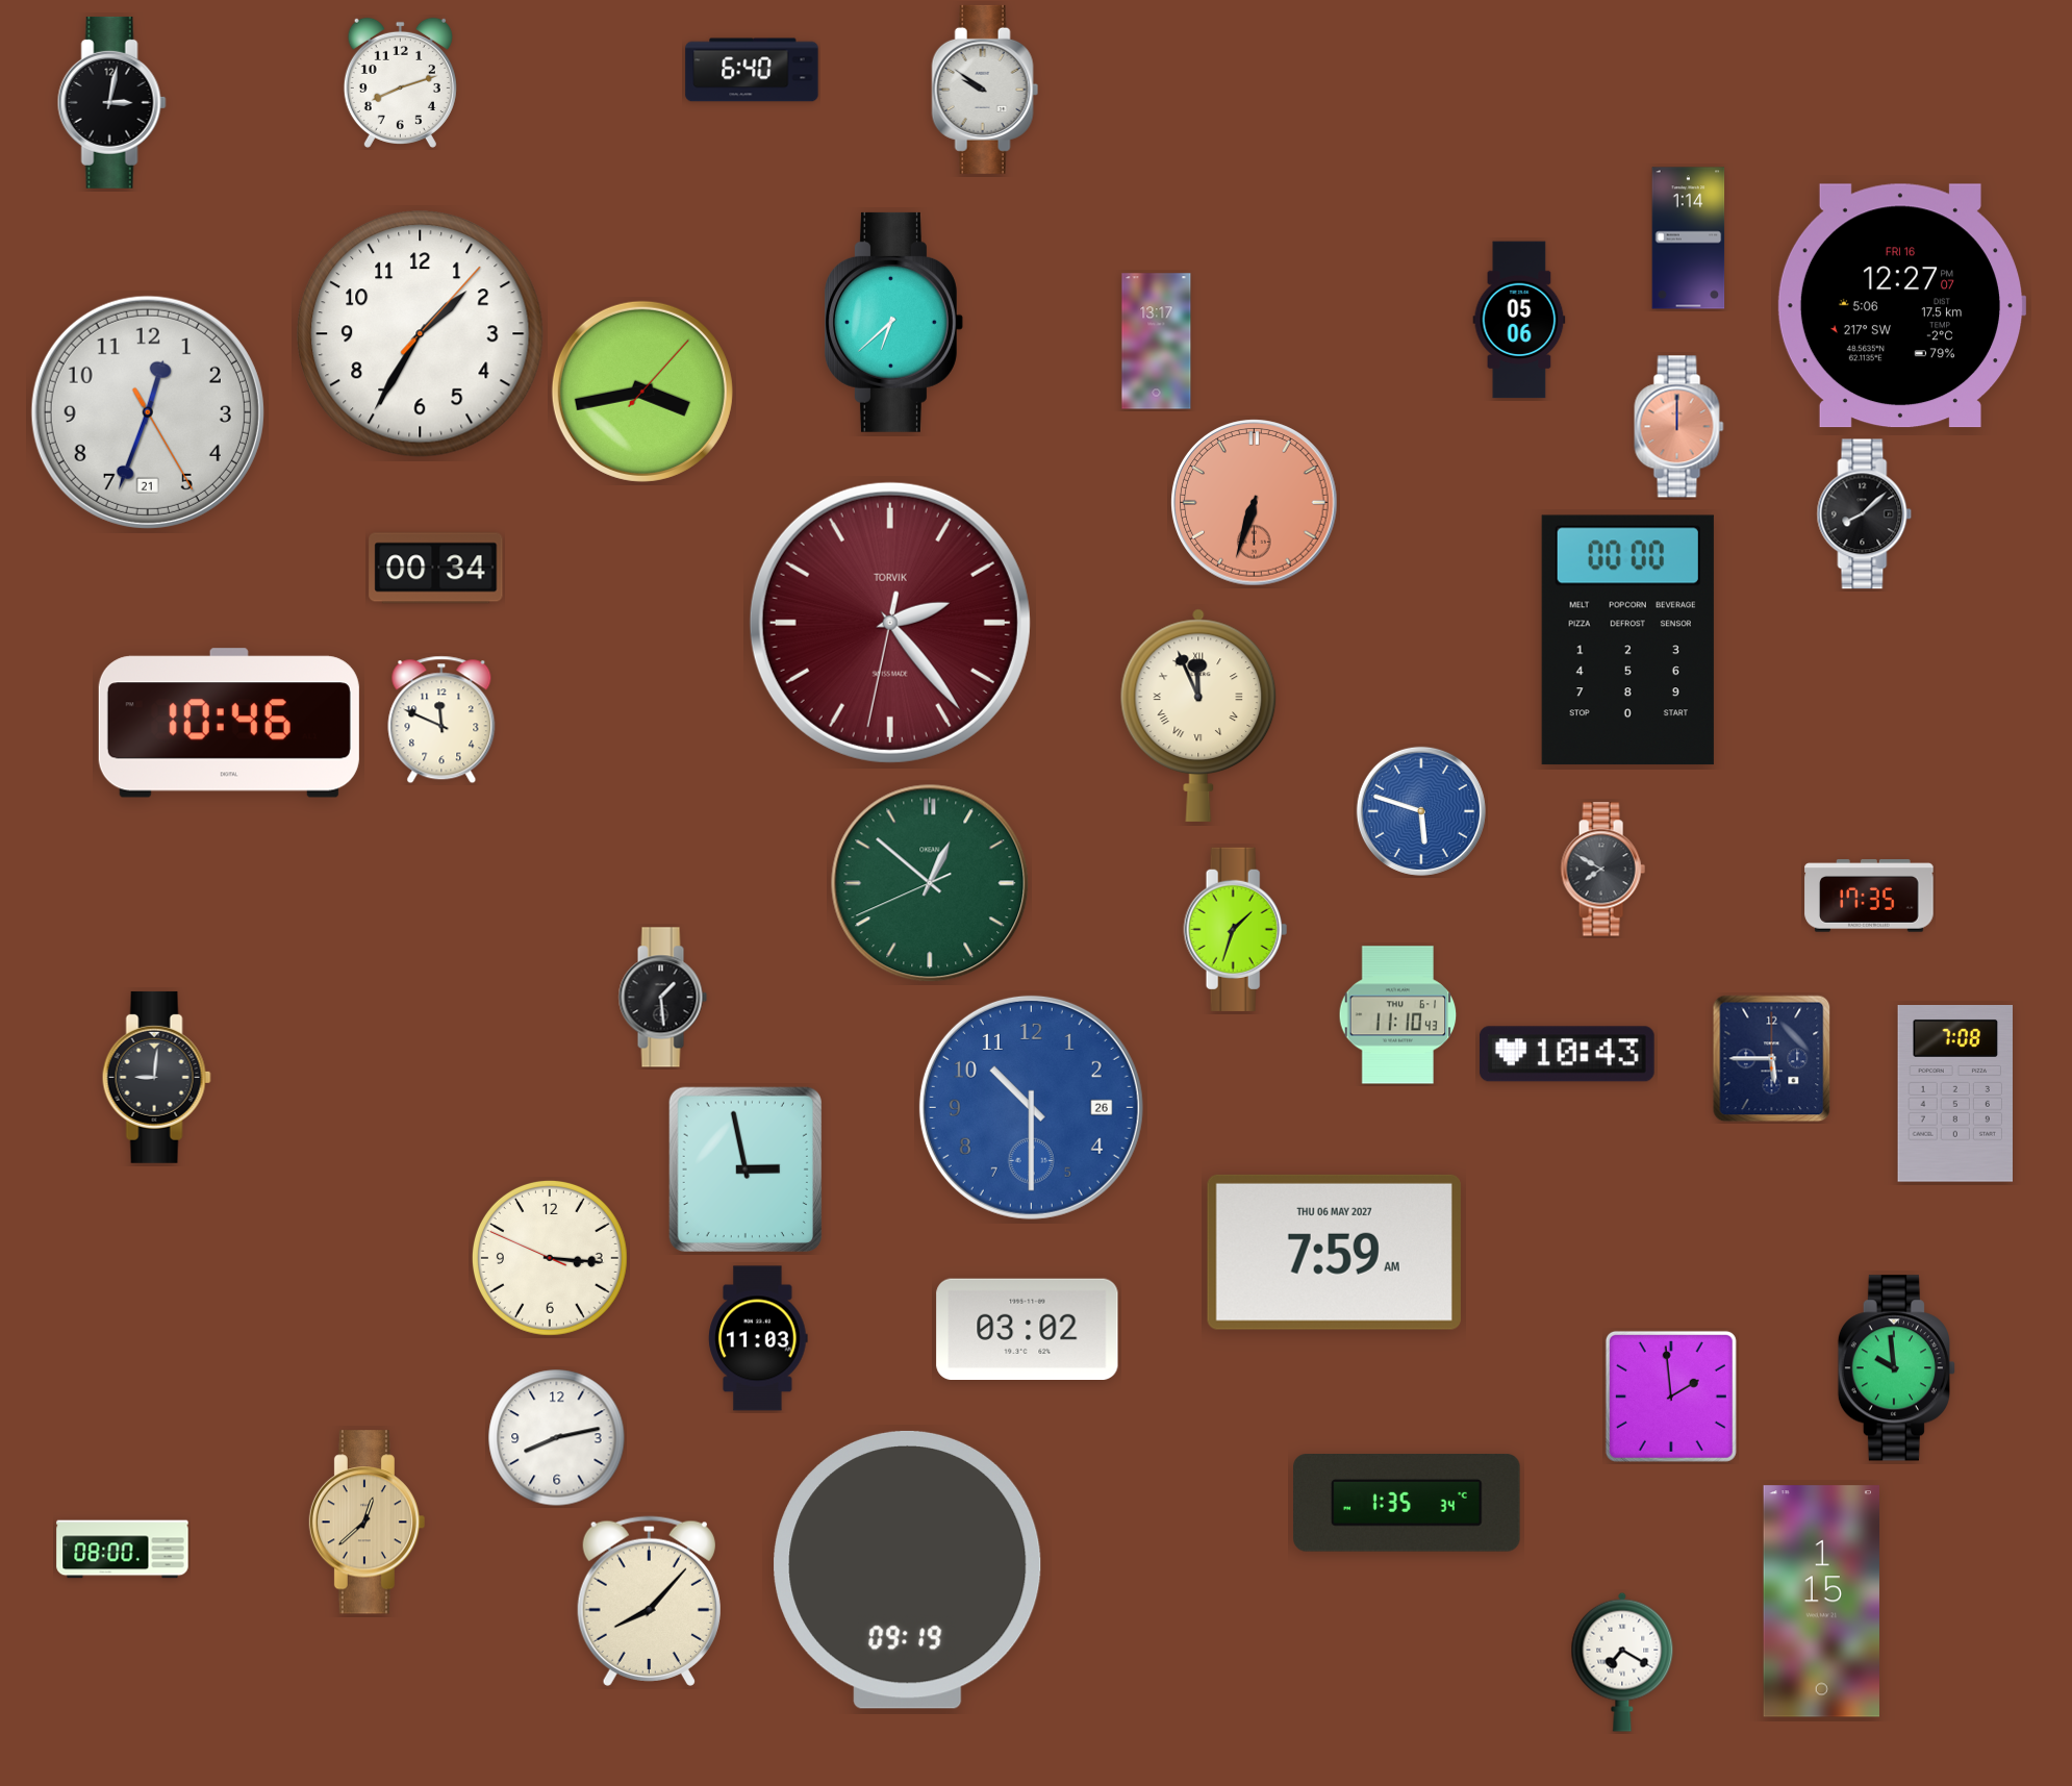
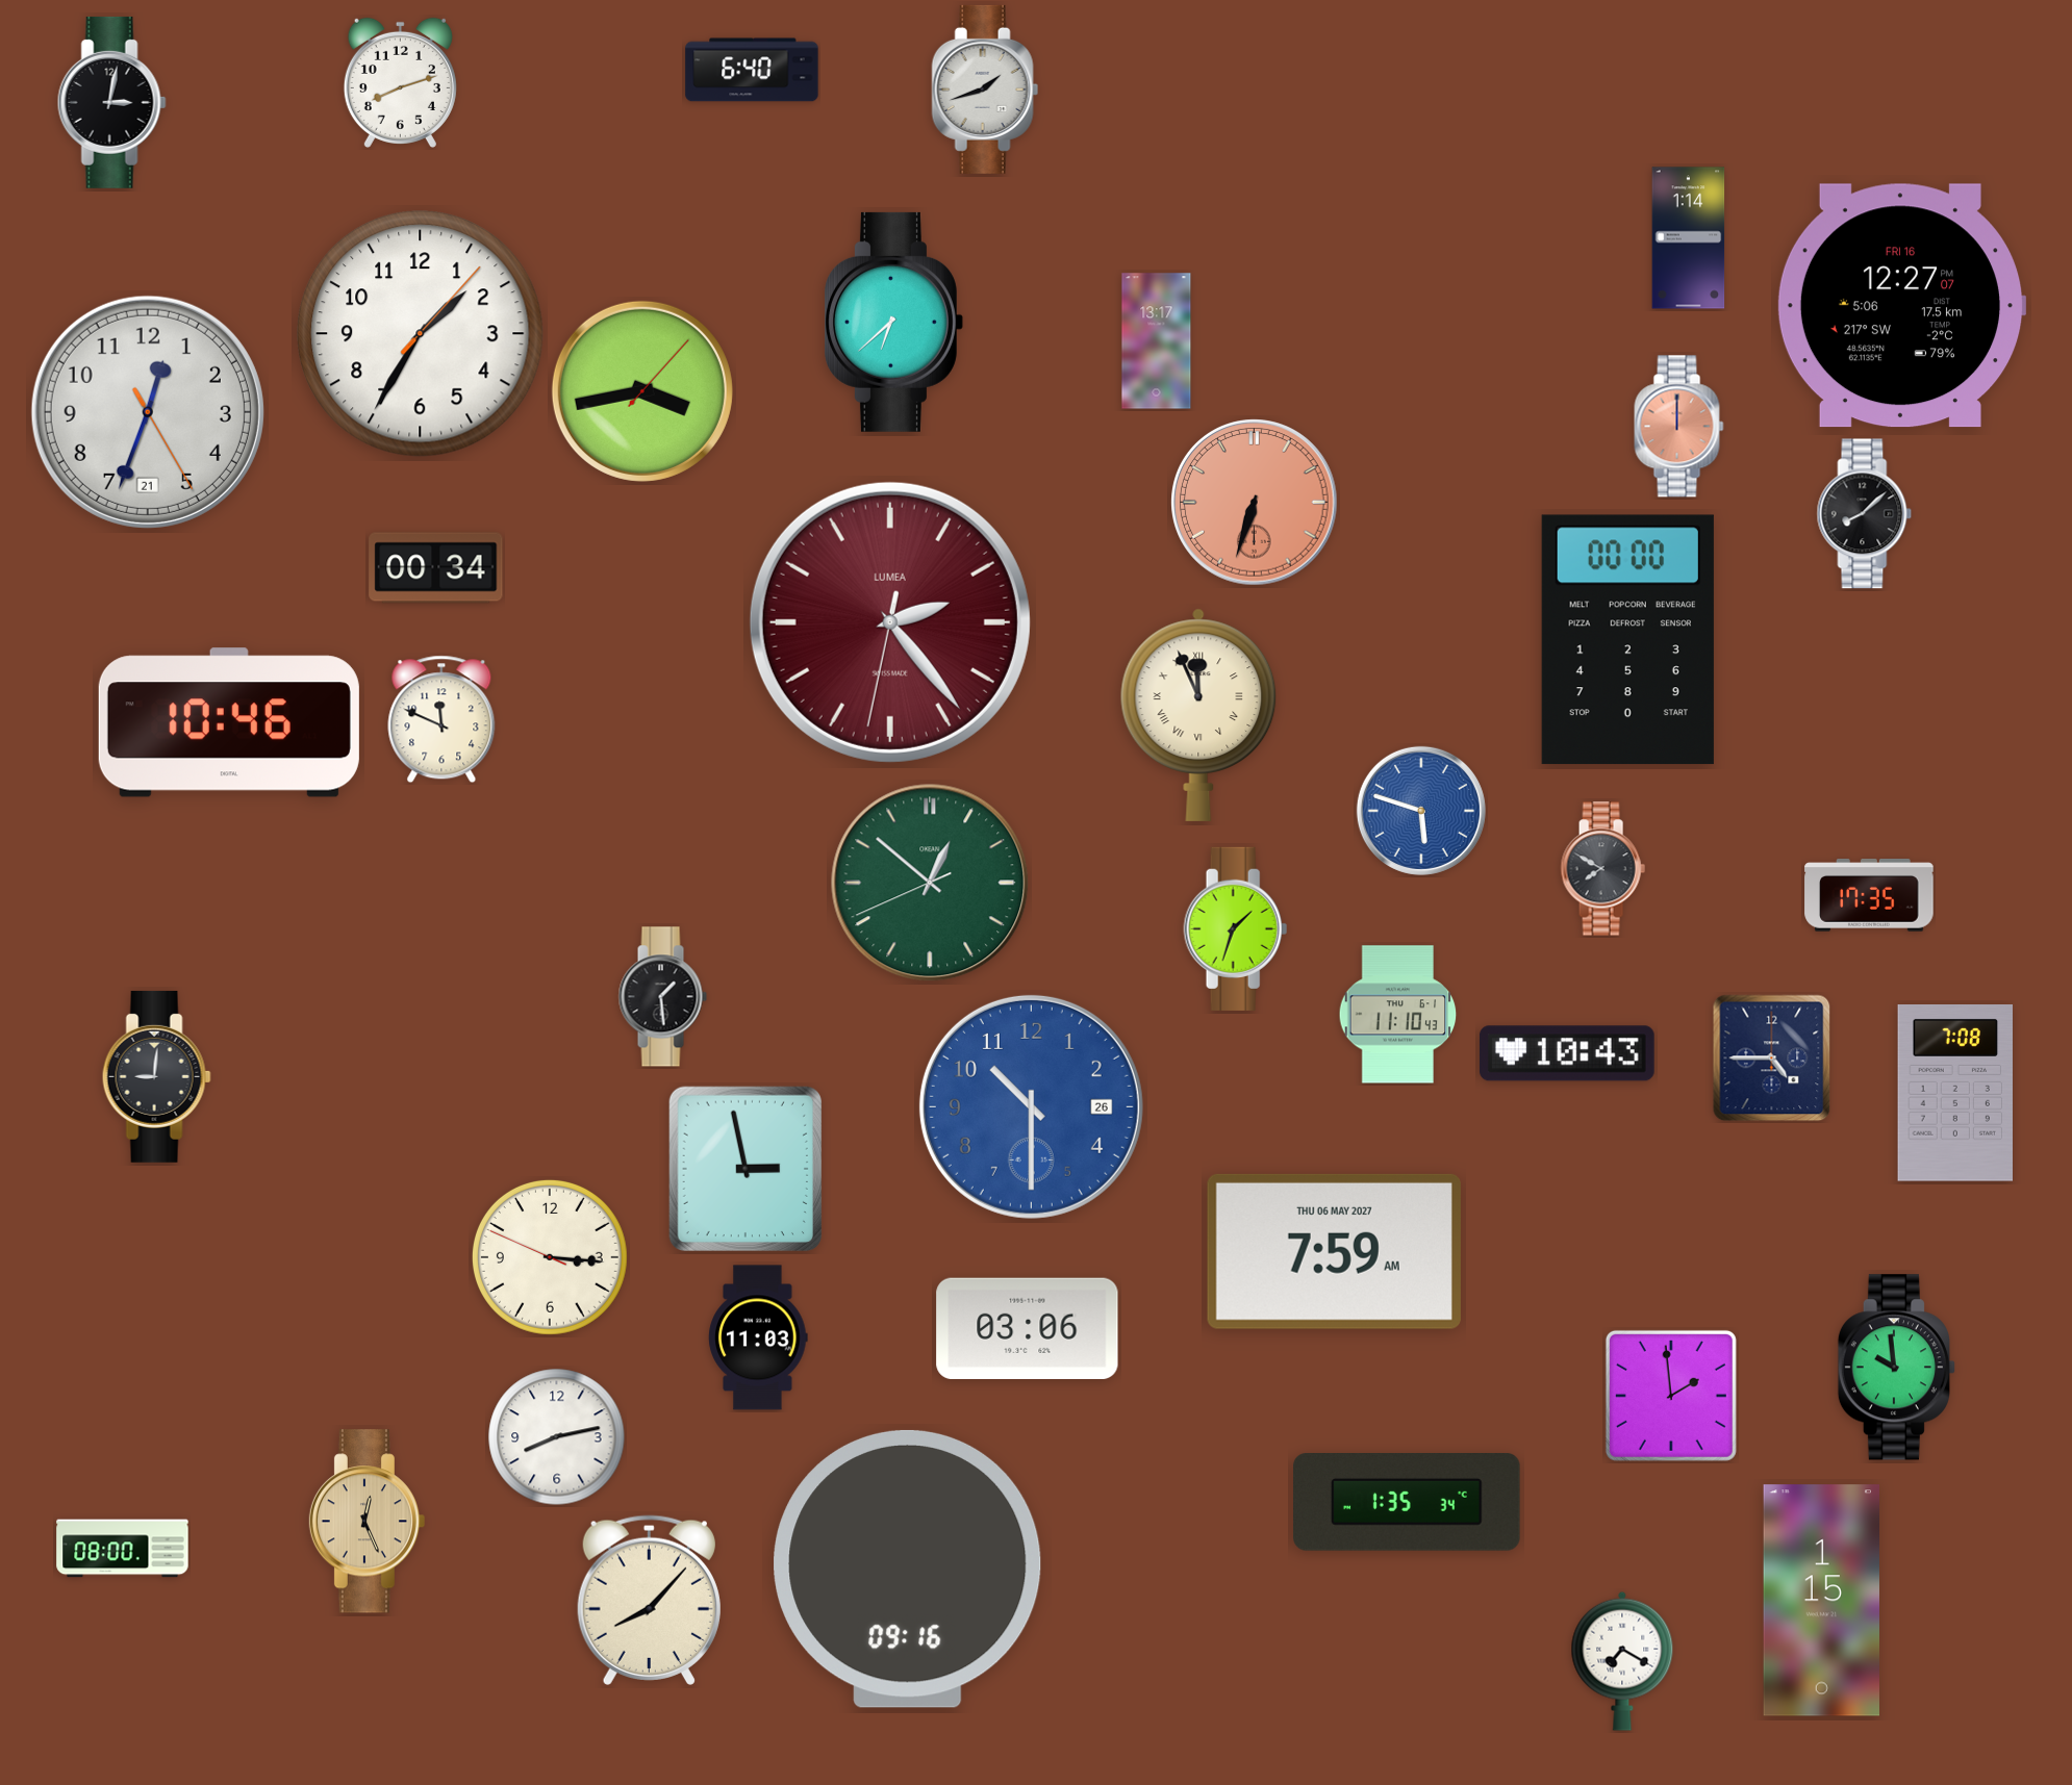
clock at (985, 90): 9:51 -> 1:42
clock at (1519, 320): 05:06 -> none
clock at (890, 623) brand: TORVIK -> LUMEA
clock at (1772, 1059): 5:45 -> 4:45
clock at (1028, 1329): 03:02 -> 03:06
clock at (368, 1523): 12:38 -> 12:26
clock at (908, 1569): 09:19 -> 09:16
